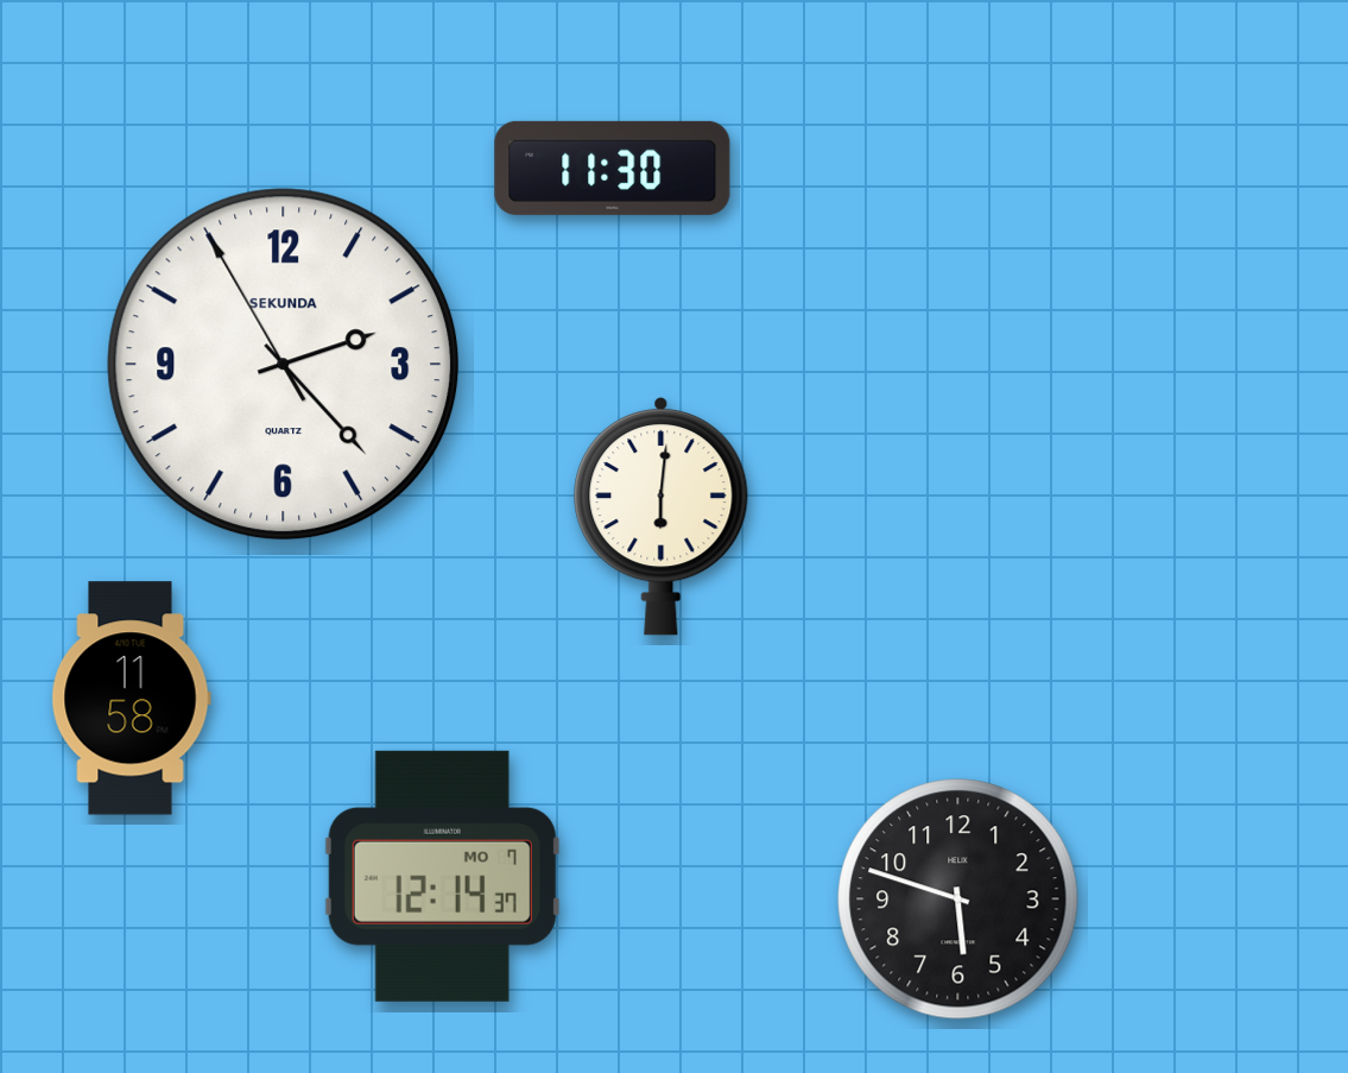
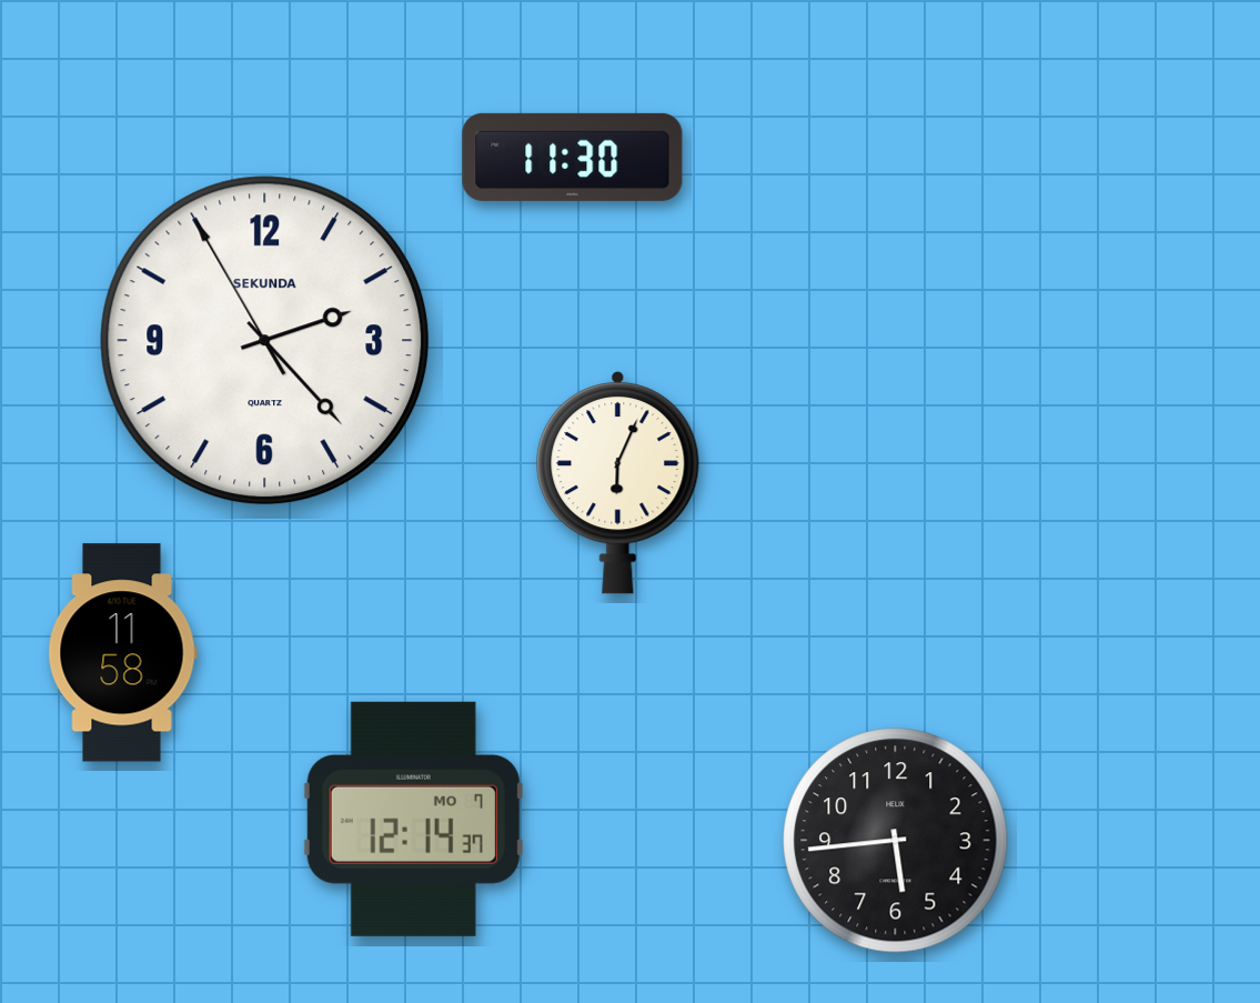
clock at (662, 516): 6:01 -> 6:04
clock at (958, 900): 5:48 -> 5:44
